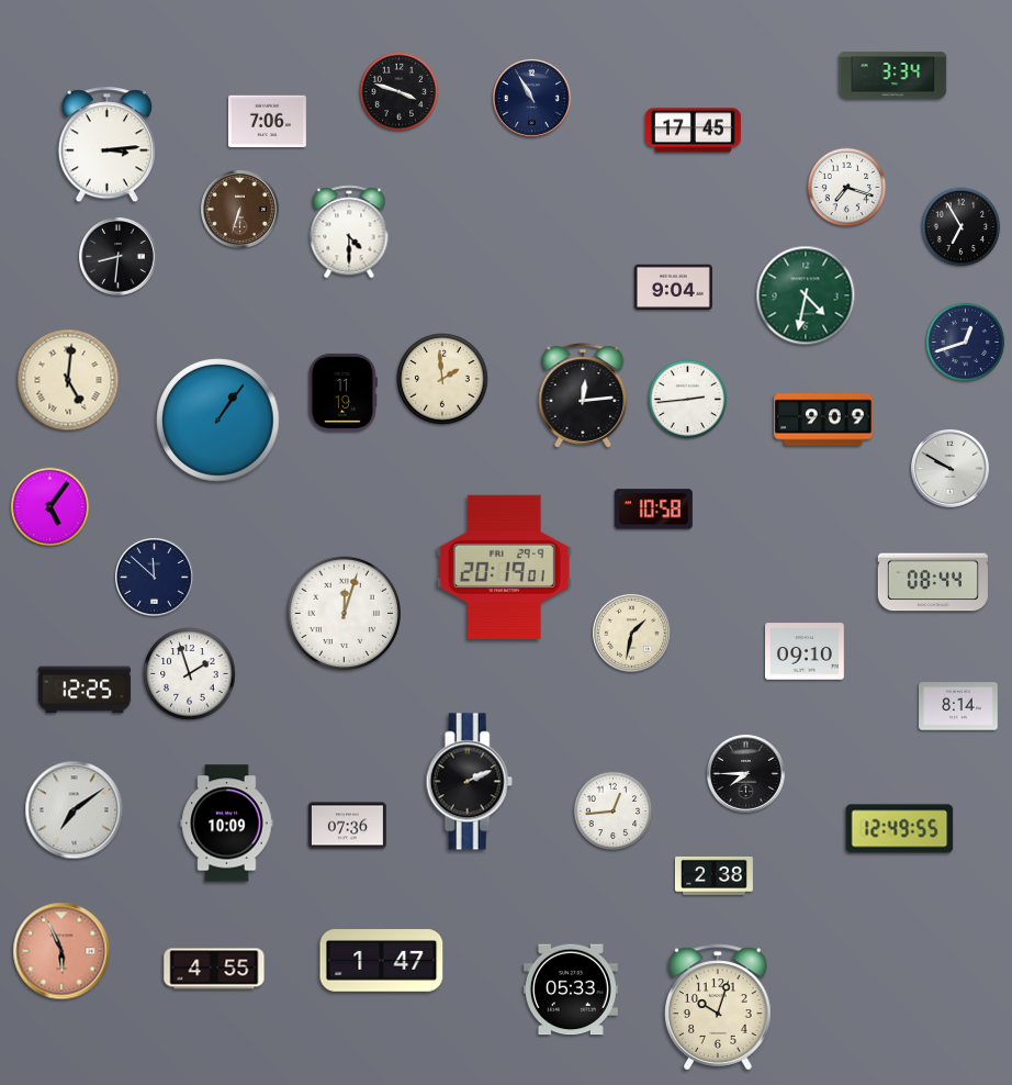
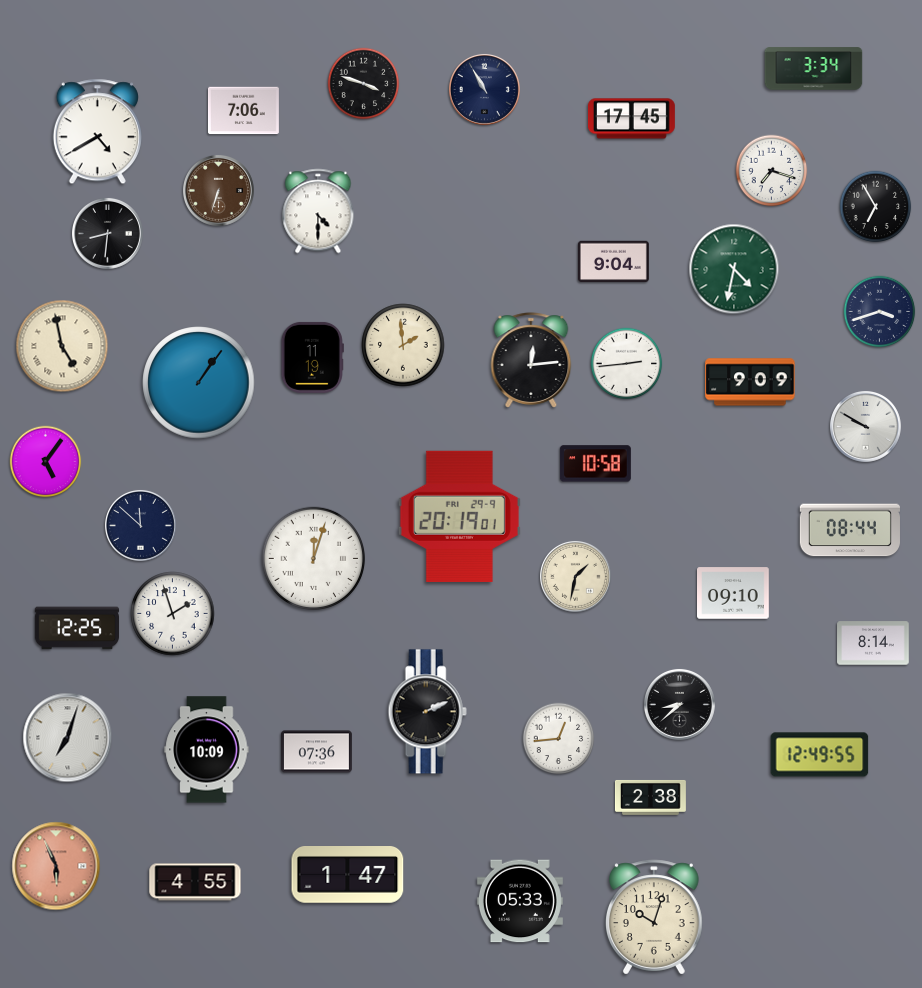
clock at (106, 145): 3:14 -> 4:40
clock at (966, 343): 12:42 -> 3:42
clock at (68, 380): 5:01 -> 4:58
clock at (745, 773): 7:45 -> 8:38
clock at (75, 810): 7:09 -> 7:03
